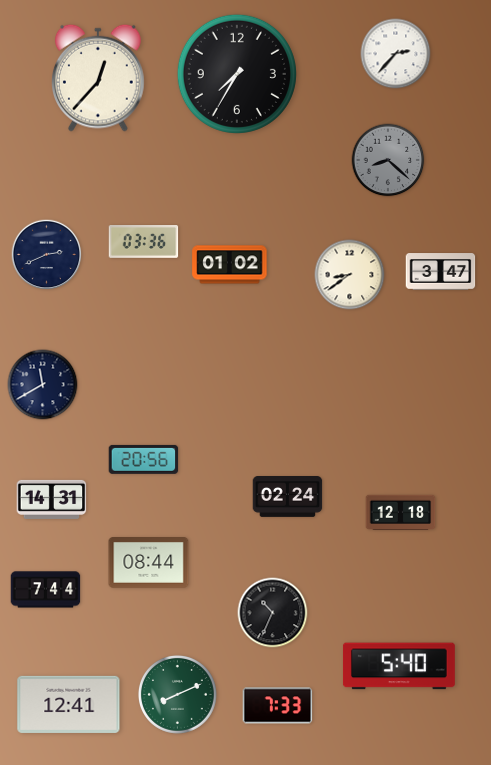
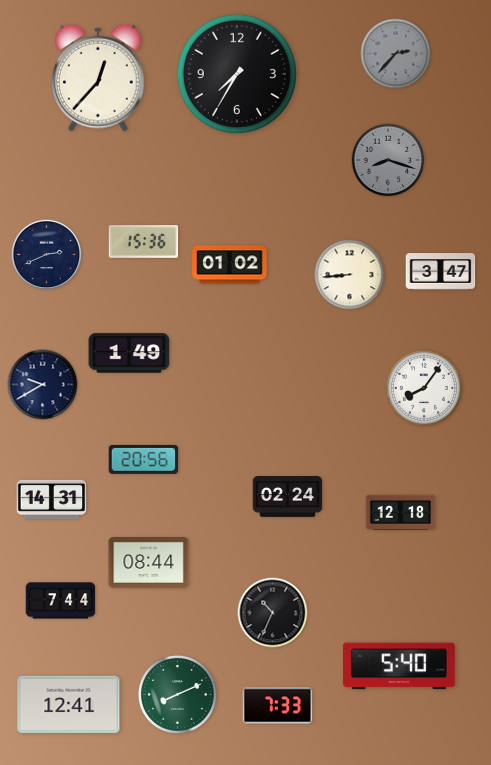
clock at (396, 54) dial: white -> grey
clock at (388, 160): 8:22 -> 8:18
clock at (144, 242): 03:36 -> 15:36
clock at (350, 275): 8:39 -> 8:44
clock at (129, 353): none -> 1:49
clock at (43, 385): 11:40 -> 9:40
clock at (424, 388): none -> 8:06
clock at (46, 590) position: (46, 590) -> (61, 601)
